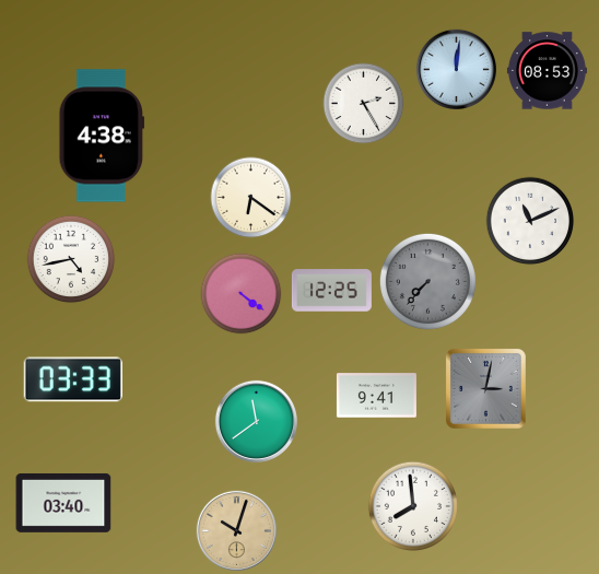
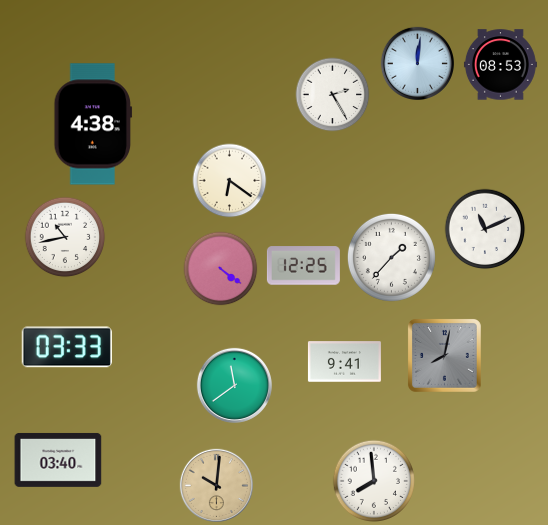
clock at (530, 221) position: (530, 221) -> (485, 229)
clock at (71, 259): 4:43 -> 10:43
clock at (427, 281): 7:37 -> 1:37
clock at (427, 281) dial: grey -> white
clock at (485, 388): 3:02 -> 8:02
clock at (413, 506) position: (413, 506) -> (374, 481)
clock at (236, 530): 10:03 -> 10:01
